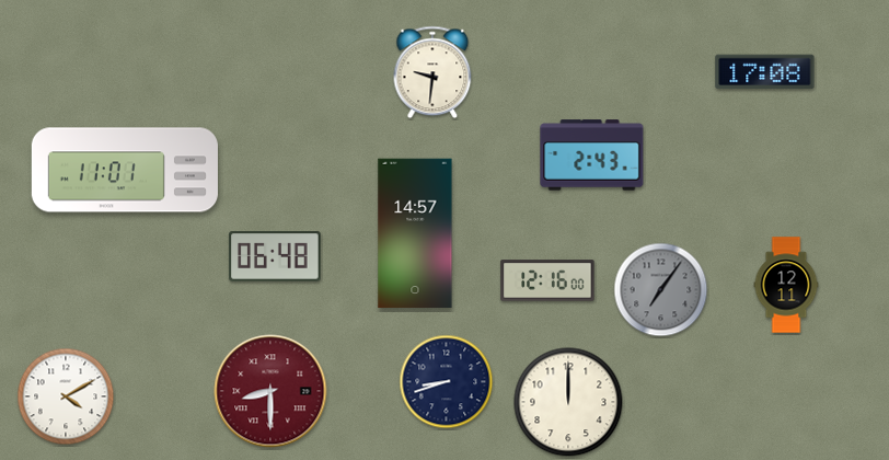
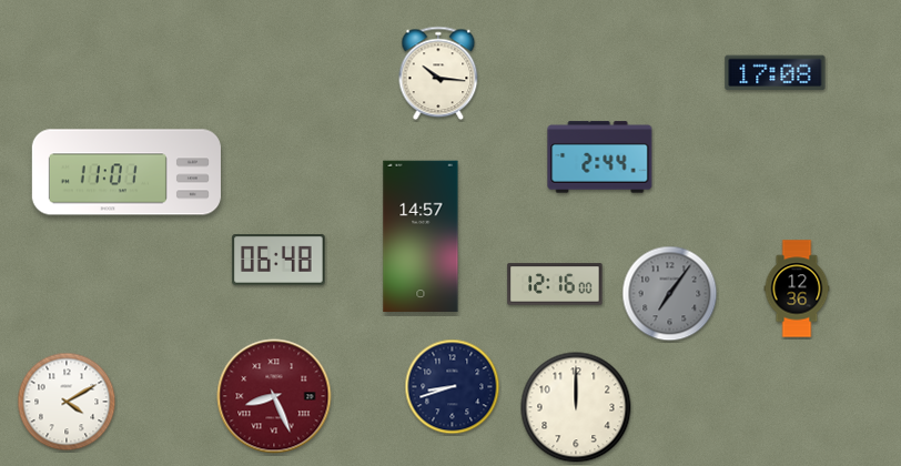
clock at (432, 72): 9:31 -> 10:16
clock at (592, 156): 2:43 -> 2:44
clock at (786, 285): 12:11 -> 12:36
clock at (270, 391): 8:30 -> 8:26
